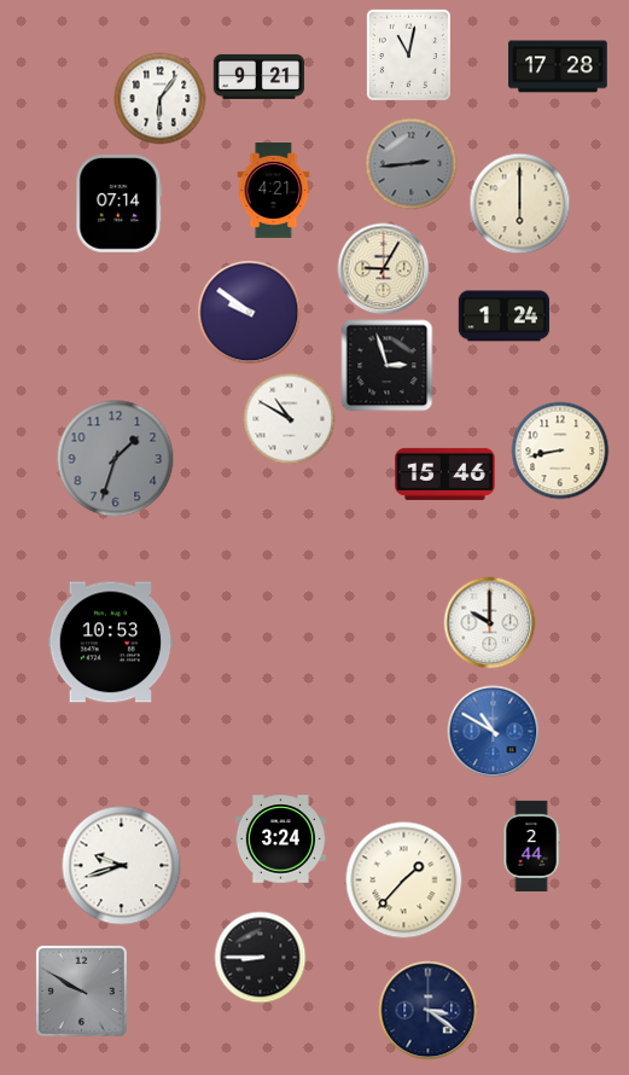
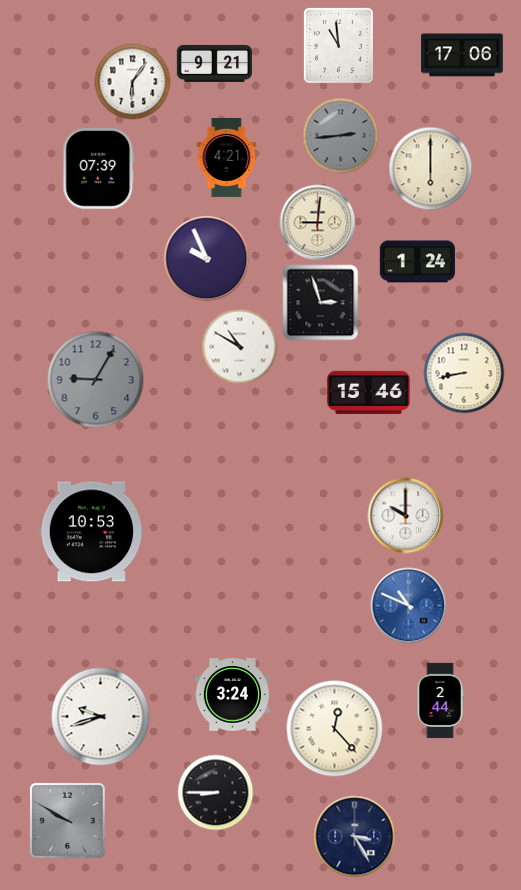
clock at (408, 54): 11:02 -> 10:59
clock at (558, 66): 17:28 -> 17:06
clock at (120, 203): 07:14 -> 07:39
clock at (384, 269): 9:05 -> 9:01
clock at (250, 313): 9:51 -> 9:56
clock at (116, 459): 1:33 -> 9:05
clock at (494, 732): 10:50 -> 10:49
clock at (404, 881): 1:37 -> 12:23
clock at (429, 1011): 3:21 -> 3:25
